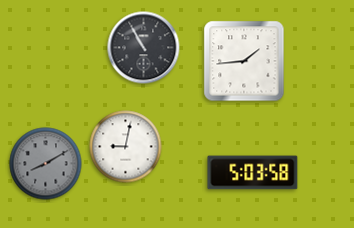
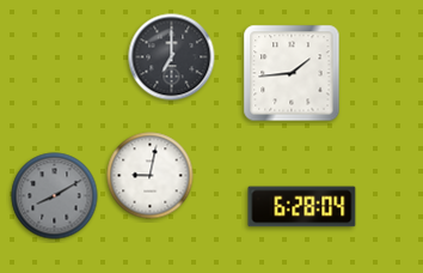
clock at (144, 48): 10:55 -> 7:00
clock at (253, 173): 5:03 -> 6:28
